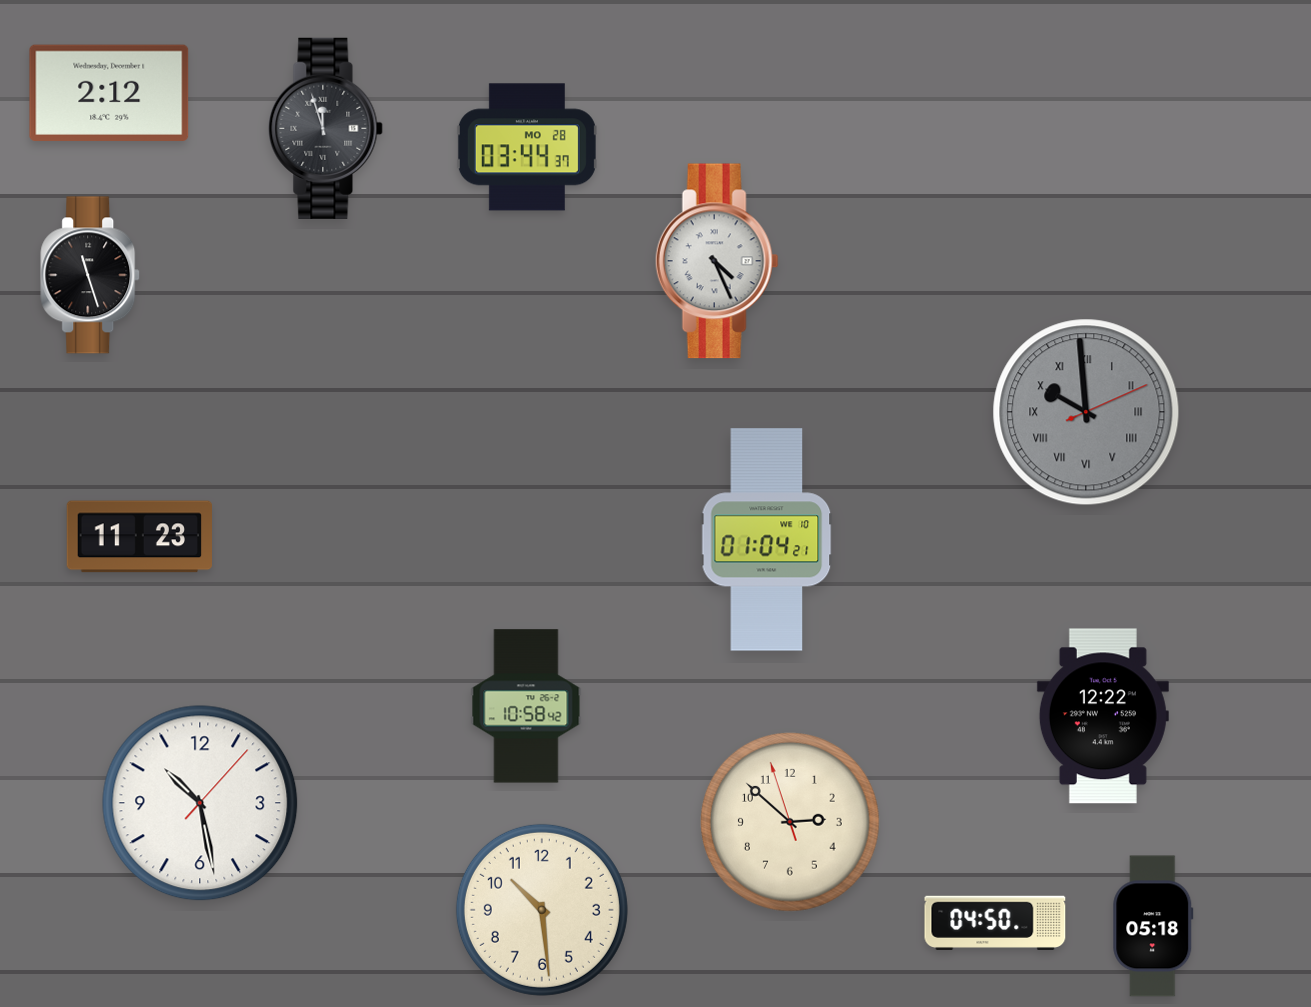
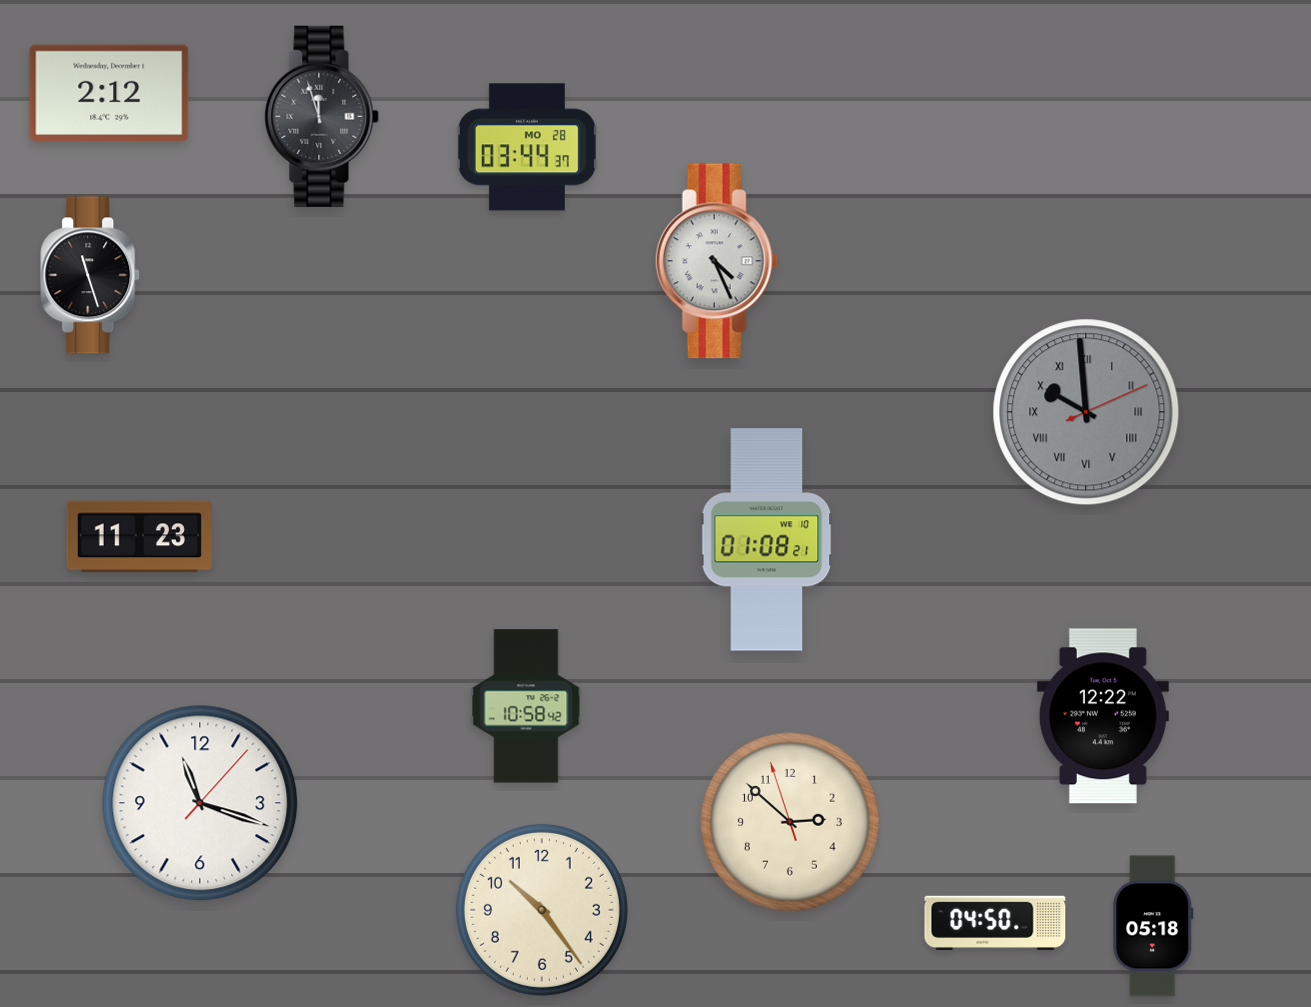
clock at (326, 128) position: (326, 128) -> (322, 116)
clock at (767, 540): 01:04 -> 01:08
clock at (200, 803): 10:28 -> 11:18
clock at (542, 910): 10:29 -> 10:24
